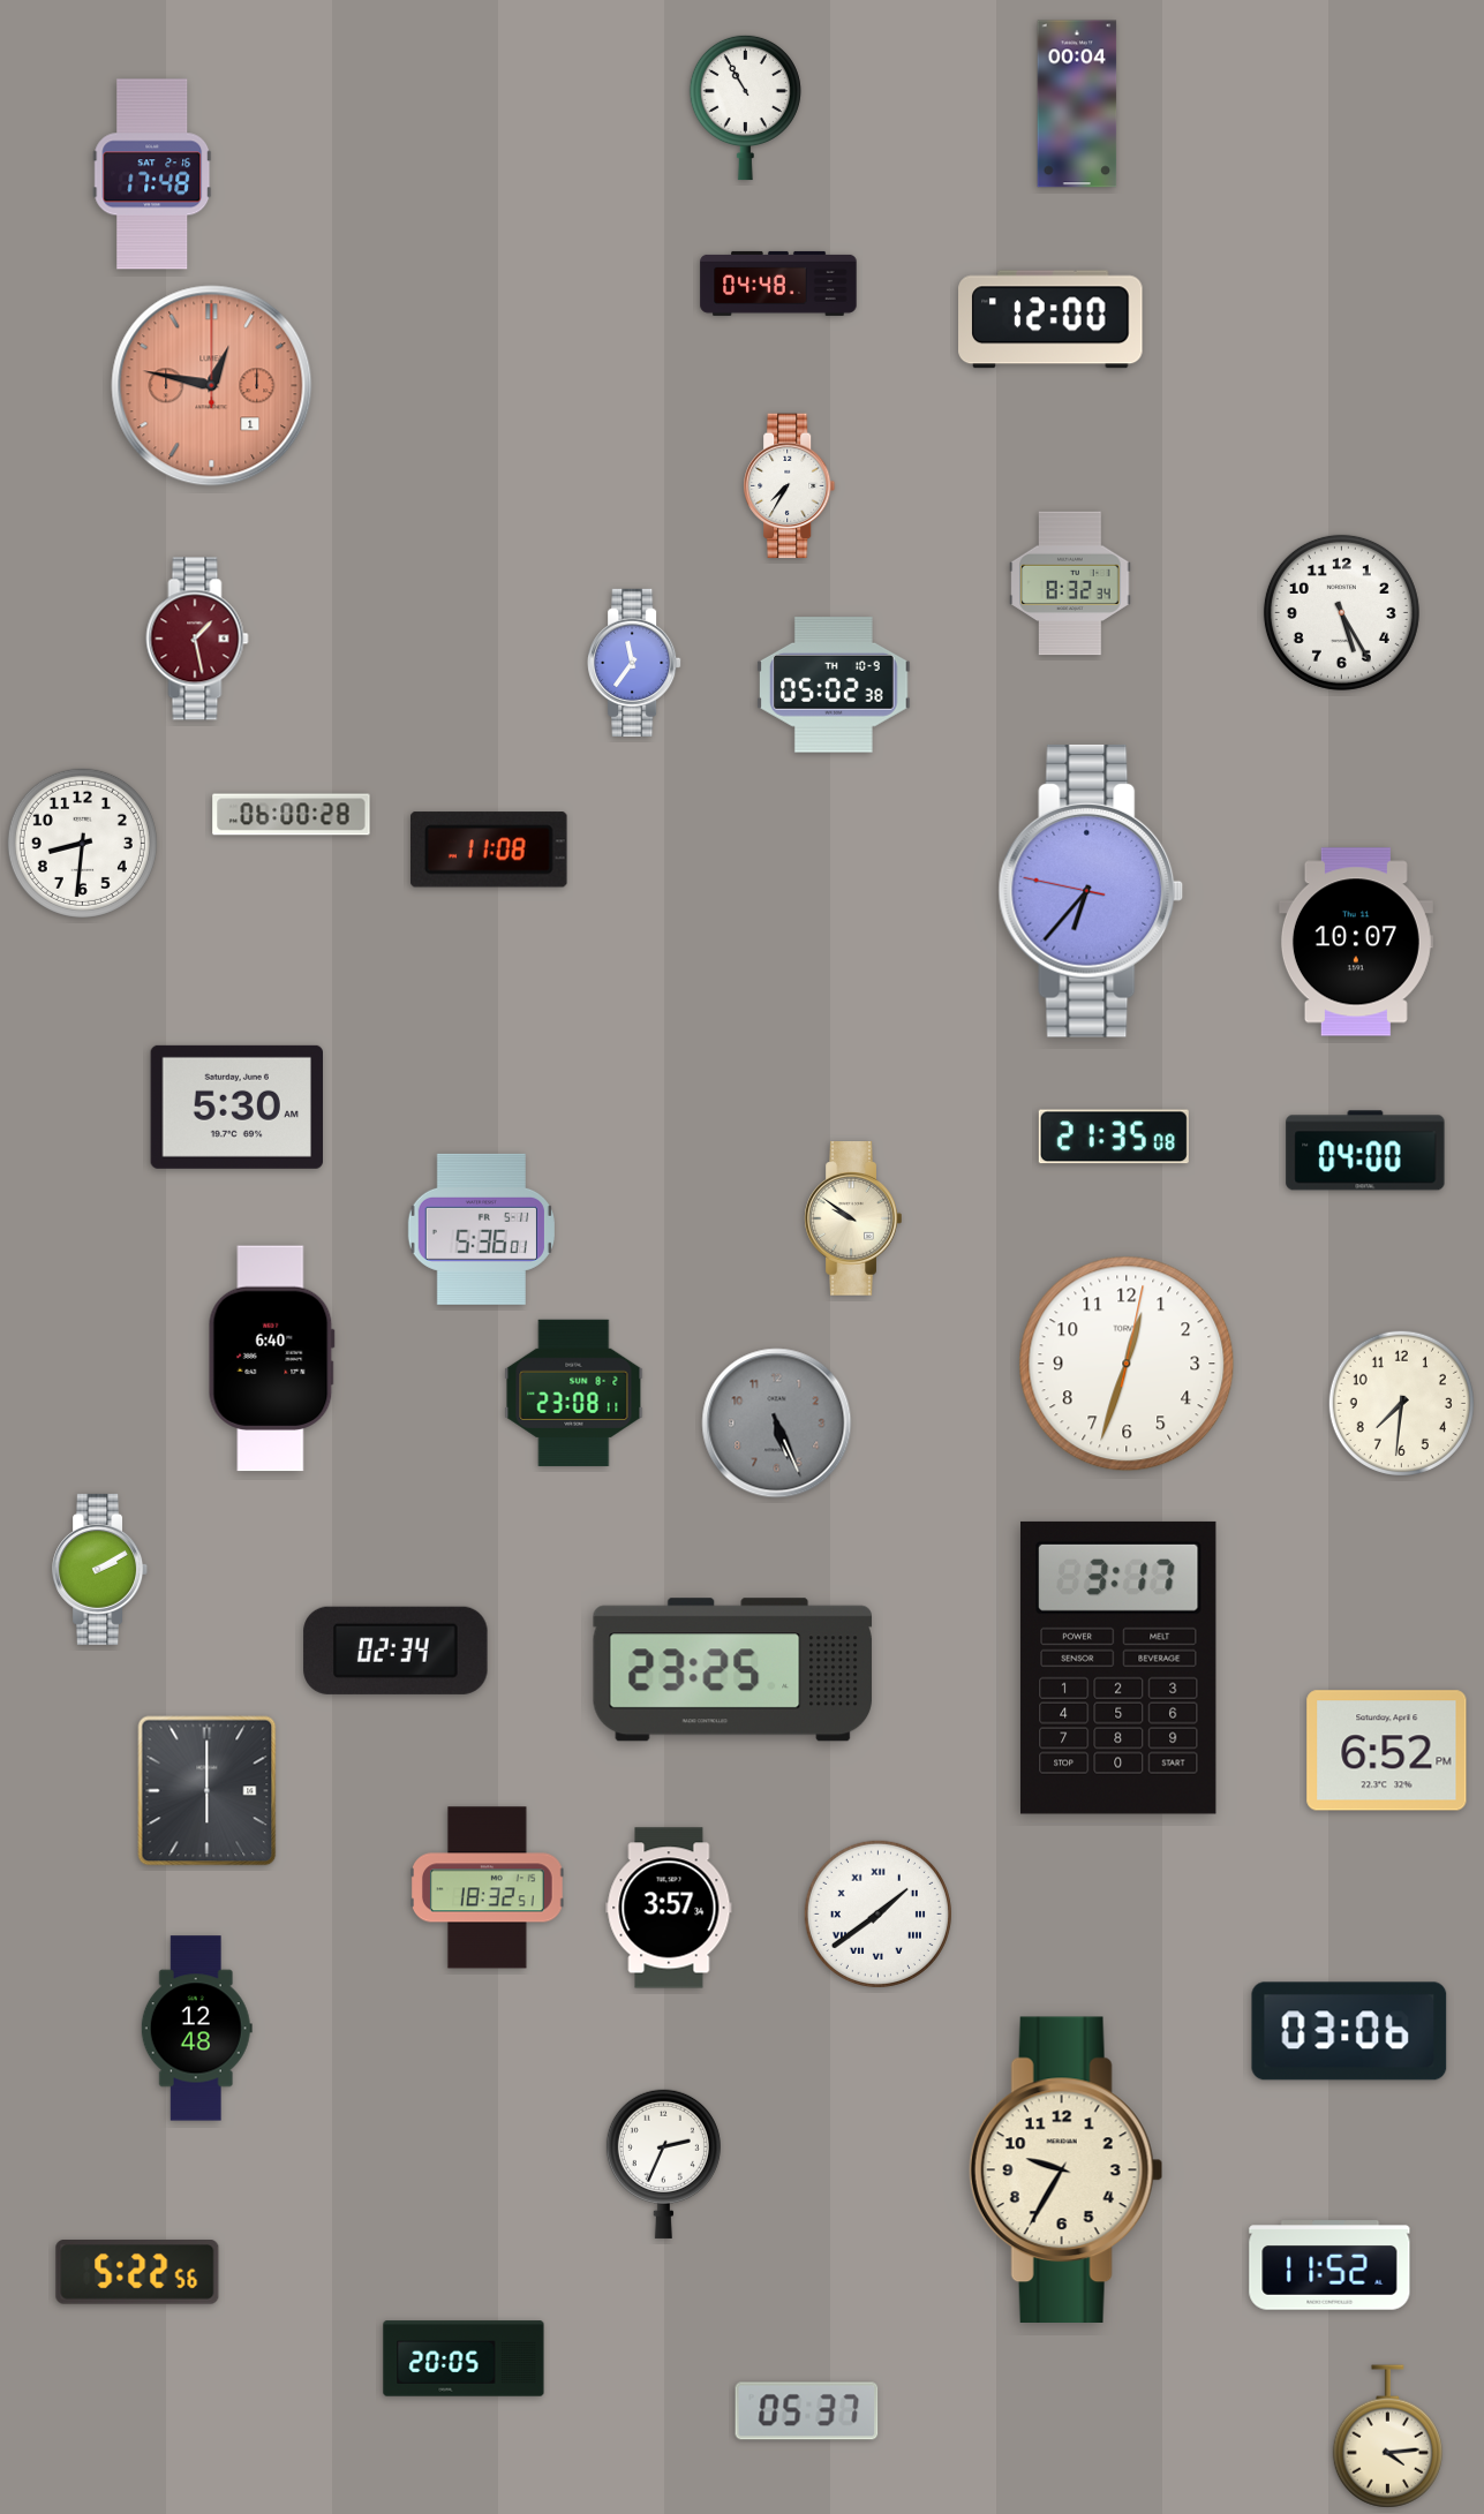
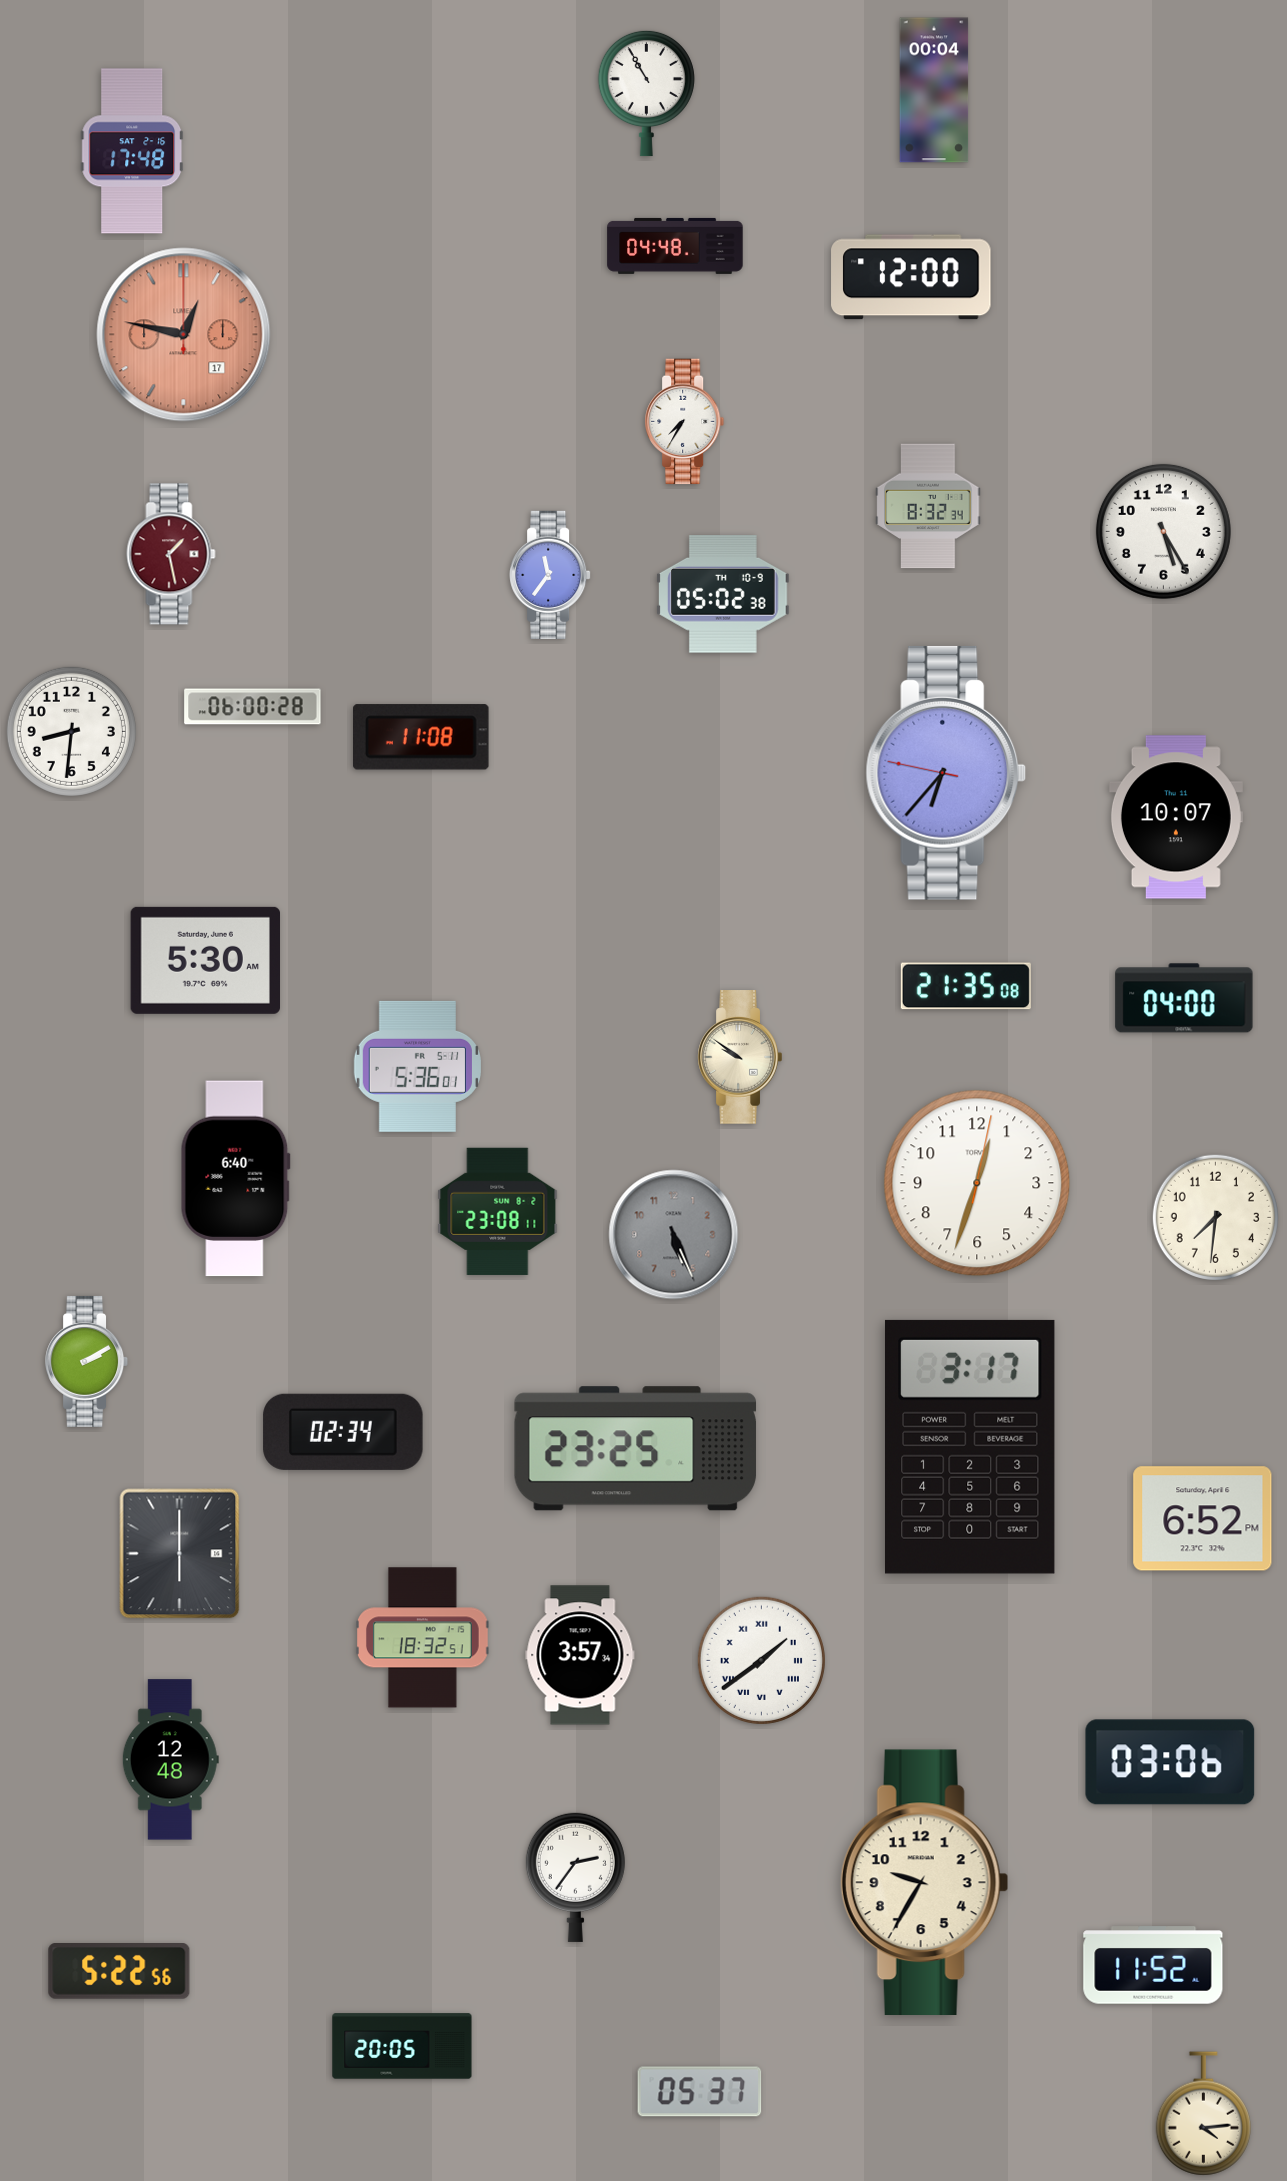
clock at (212, 386) date: 1 -> 17
clock at (490, 850) position: (490, 850) -> (422, 737)
clock at (574, 1392) position: (574, 1392) -> (498, 1211)
clock at (663, 2164): 2:34 -> 2:36
